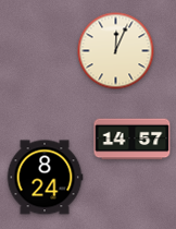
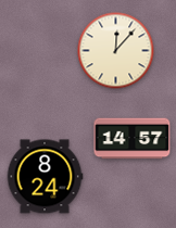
clock at (116, 51): 12:04 -> 12:07
